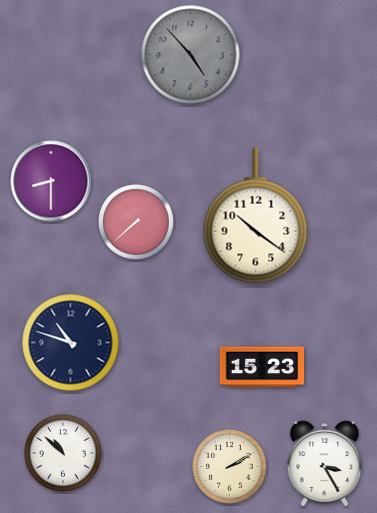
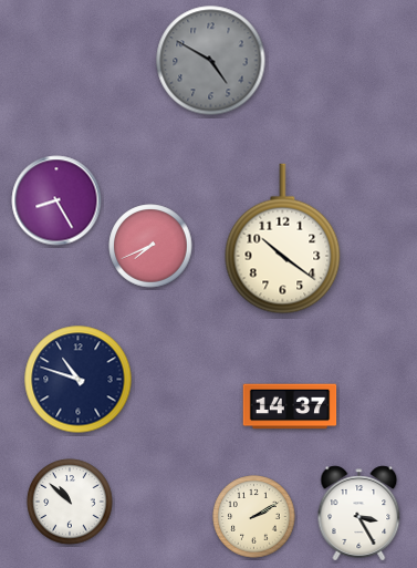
clock at (191, 55): 4:53 -> 4:50
clock at (51, 181): 8:30 -> 8:25
clock at (136, 222): 7:38 -> 7:41
clock at (262, 367): 15:23 -> 14:37
